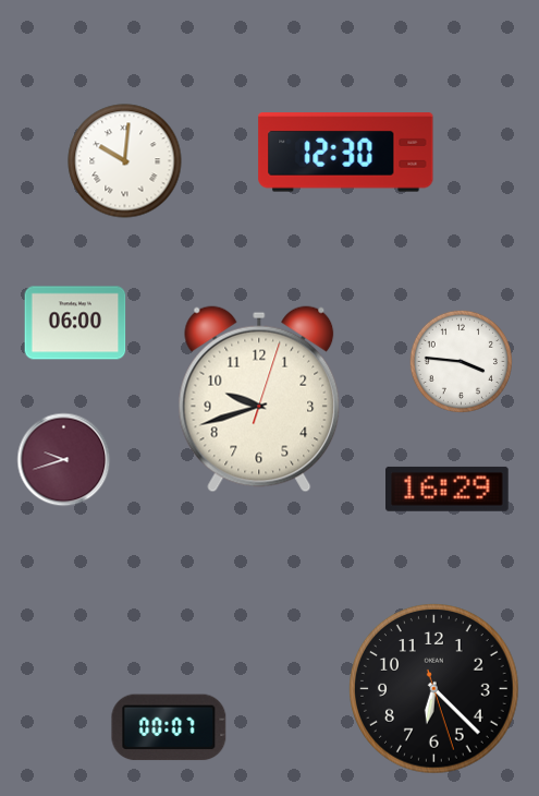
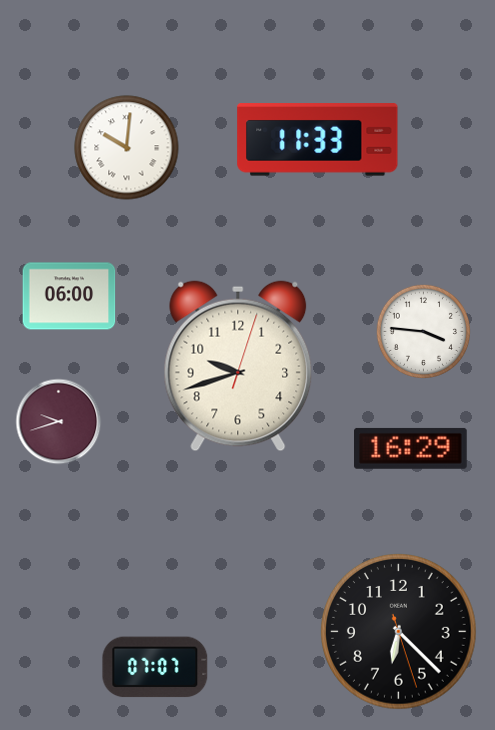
clock at (346, 153): 12:30 -> 11:33
clock at (125, 161) position: (125, 161) -> (127, 148)
clock at (169, 727): 00:07 -> 07:07
